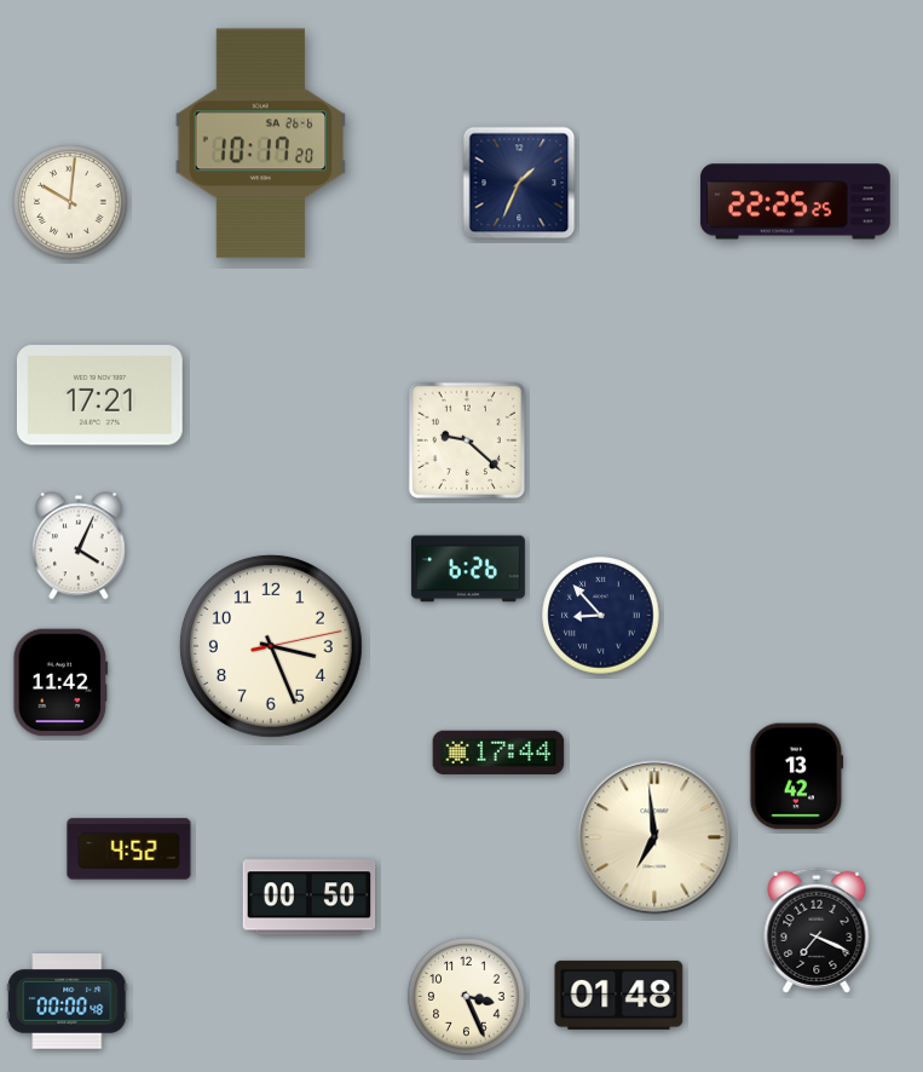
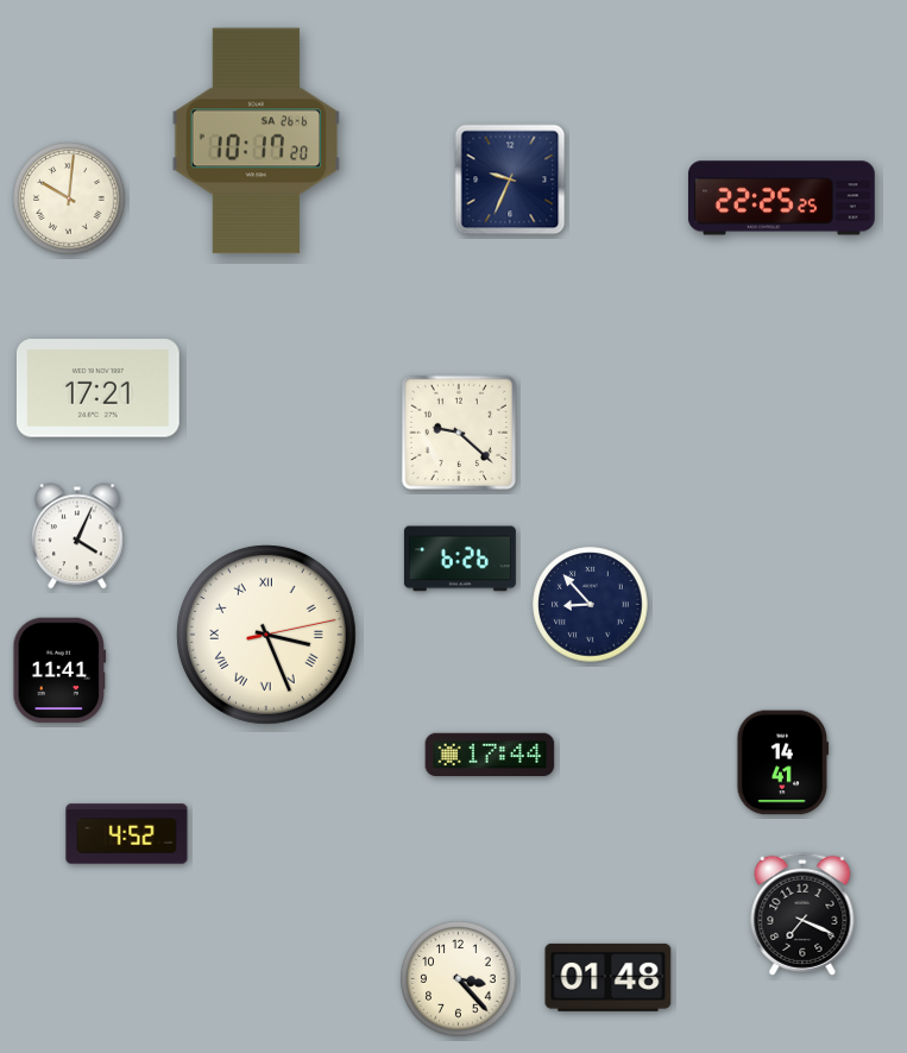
clock at (519, 183): 1:34 -> 9:34
clock at (271, 646) numerals: Arabic -> Roman
clock at (60, 682): 11:42 -> 11:41
clock at (498, 751) position: (498, 751) -> (490, 754)
clock at (797, 777): 13:42 -> 14:41
clock at (654, 837): 6:59 -> none
clock at (310, 898): 00:50 -> none
clock at (467, 997): 3:26 -> 3:23
clock at (68, 1002): 00:00 -> none
